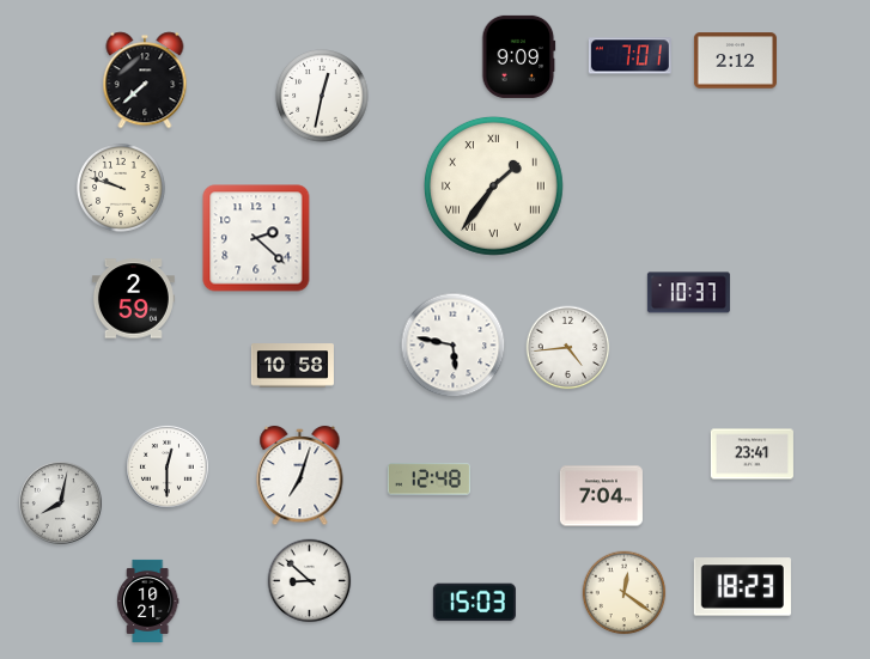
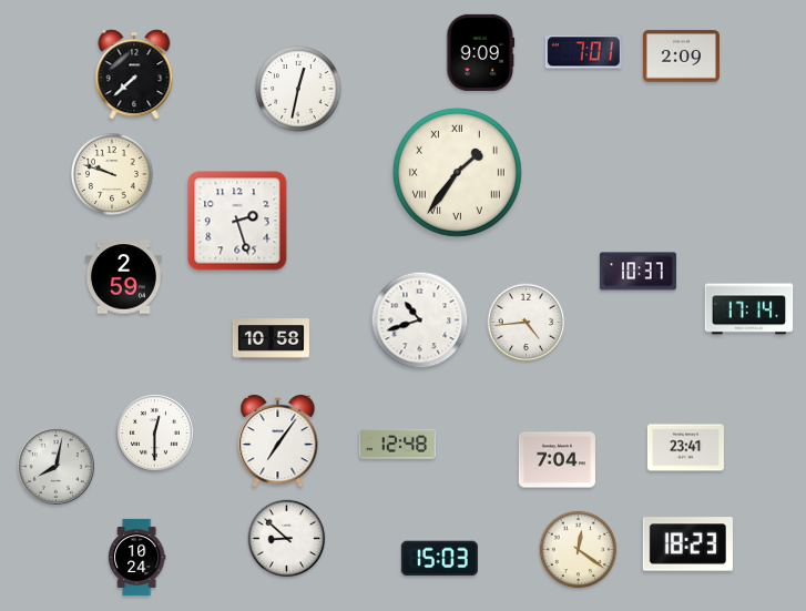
clock at (735, 61): 2:12 -> 2:09
clock at (256, 238): 2:22 -> 2:27
clock at (749, 309): none -> 17:14
clock at (454, 346): 5:47 -> 10:42
clock at (752, 454) position: (752, 454) -> (685, 448)
clock at (300, 476): 7:03 -> 7:06
clock at (147, 600): 10:21 -> 10:24
